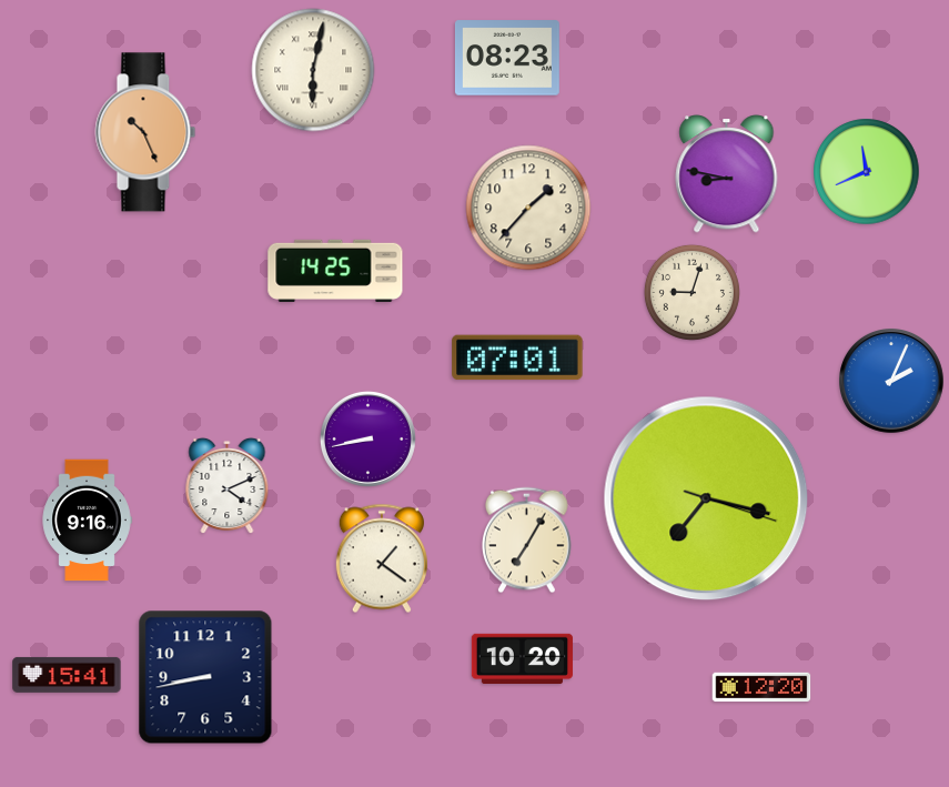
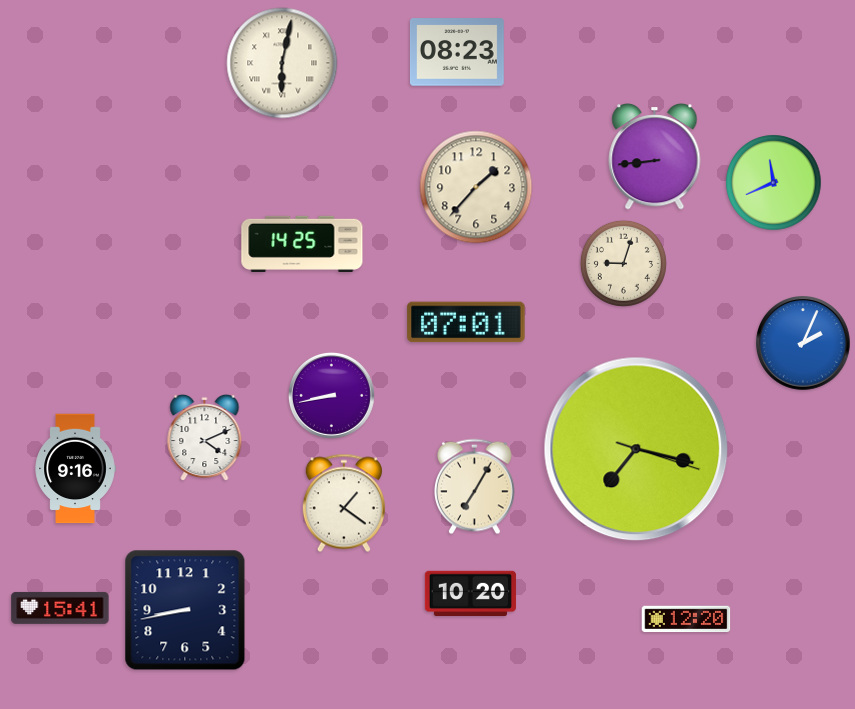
clock at (145, 132): 10:26 -> none
clock at (867, 172) position: (867, 172) -> (774, 183)
clock at (727, 174): 8:47 -> 8:44
clock at (87, 521) position: (87, 521) -> (75, 469)
